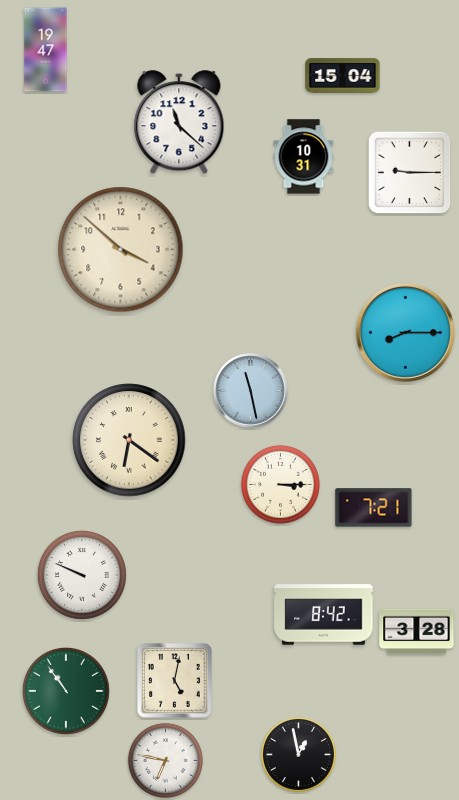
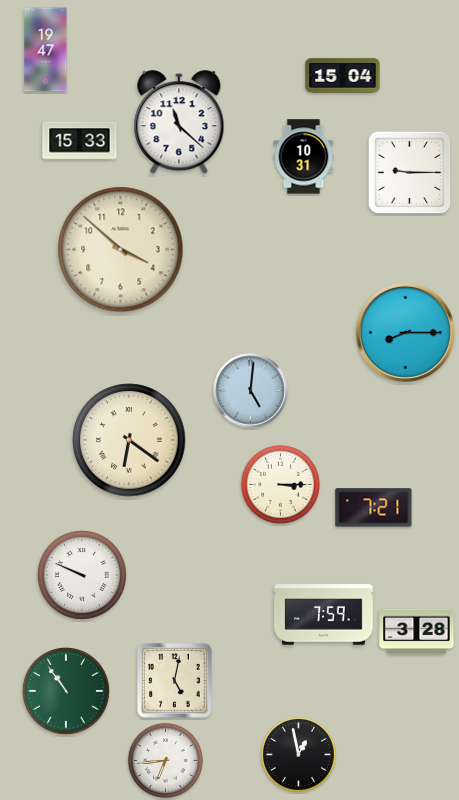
clock at (80, 141): none -> 15:33
clock at (251, 391): 11:28 -> 5:01
clock at (324, 615): 8:42 -> 7:59
clock at (165, 760): 6:47 -> 6:44
